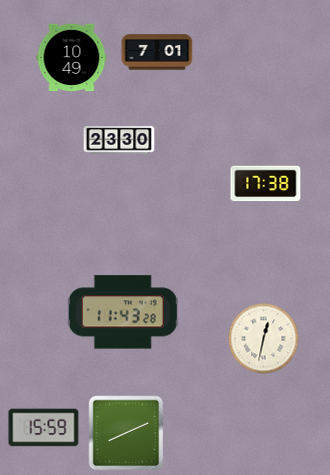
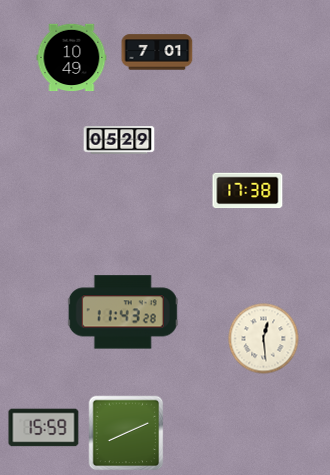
clock at (119, 140): 23:30 -> 05:29
clock at (266, 184) position: (266, 184) -> (248, 191)
clock at (264, 339): 12:32 -> 12:29
